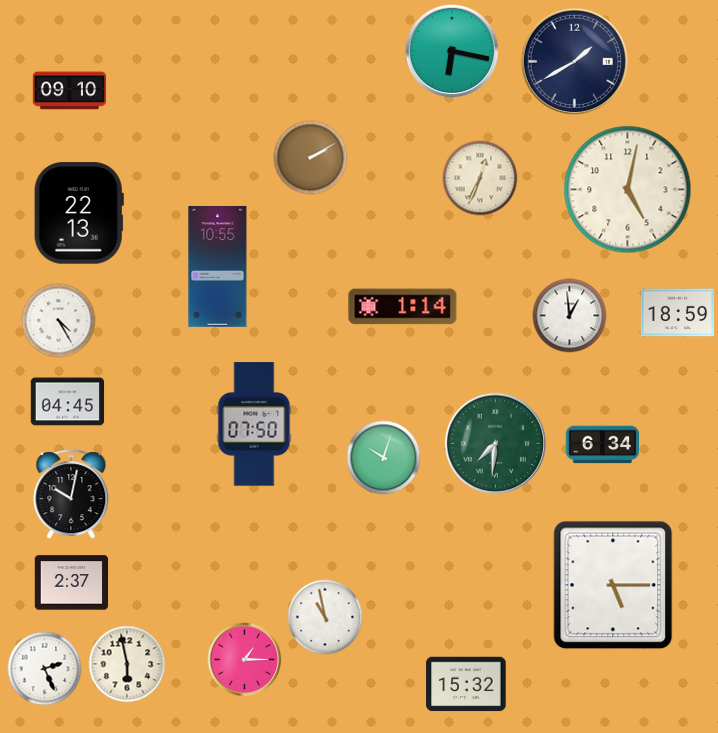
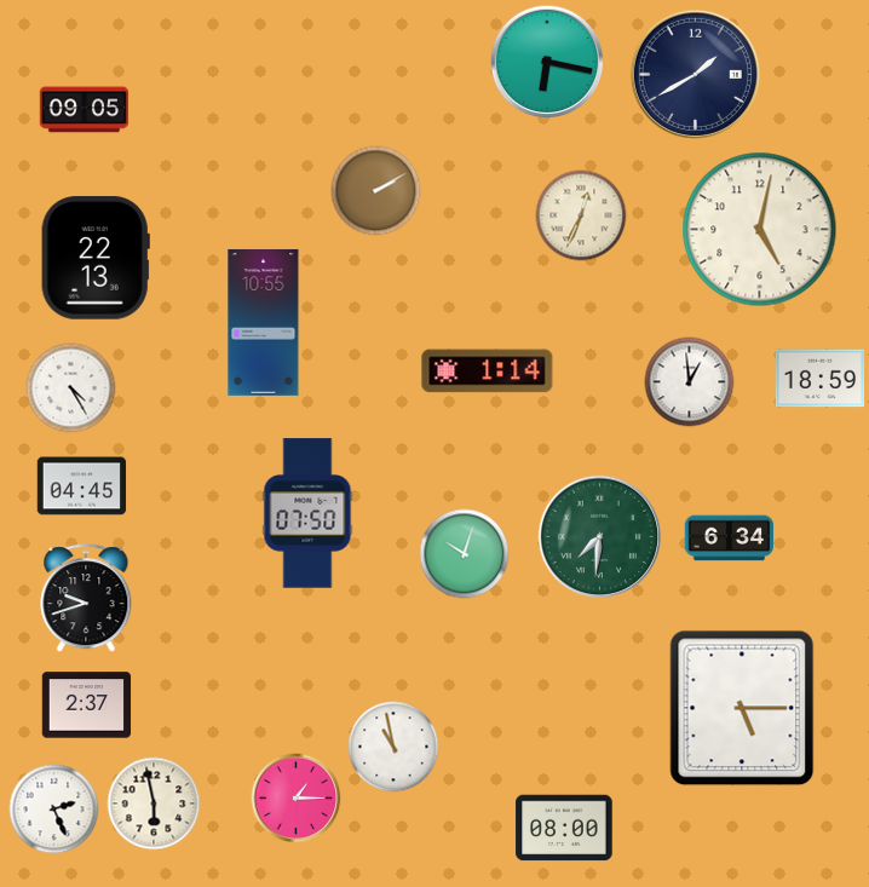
clock at (70, 91): 09:10 -> 09:05
clock at (71, 495): 10:02 -> 9:42
clock at (466, 684): 15:32 -> 08:00
